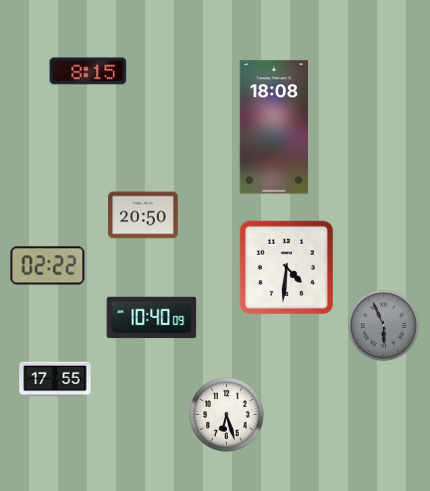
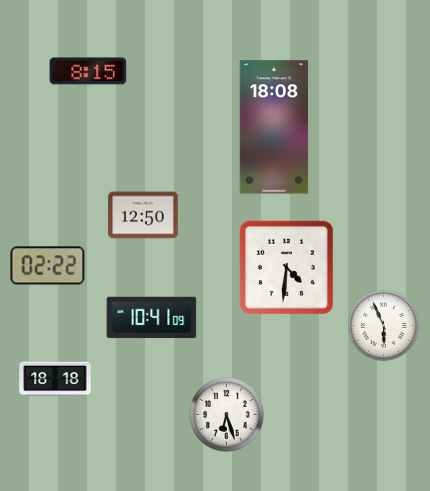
clock at (143, 215): 20:50 -> 12:50
clock at (152, 318): 10:40 -> 10:41
clock at (383, 325) dial: grey -> white
clock at (55, 379): 17:55 -> 18:18
